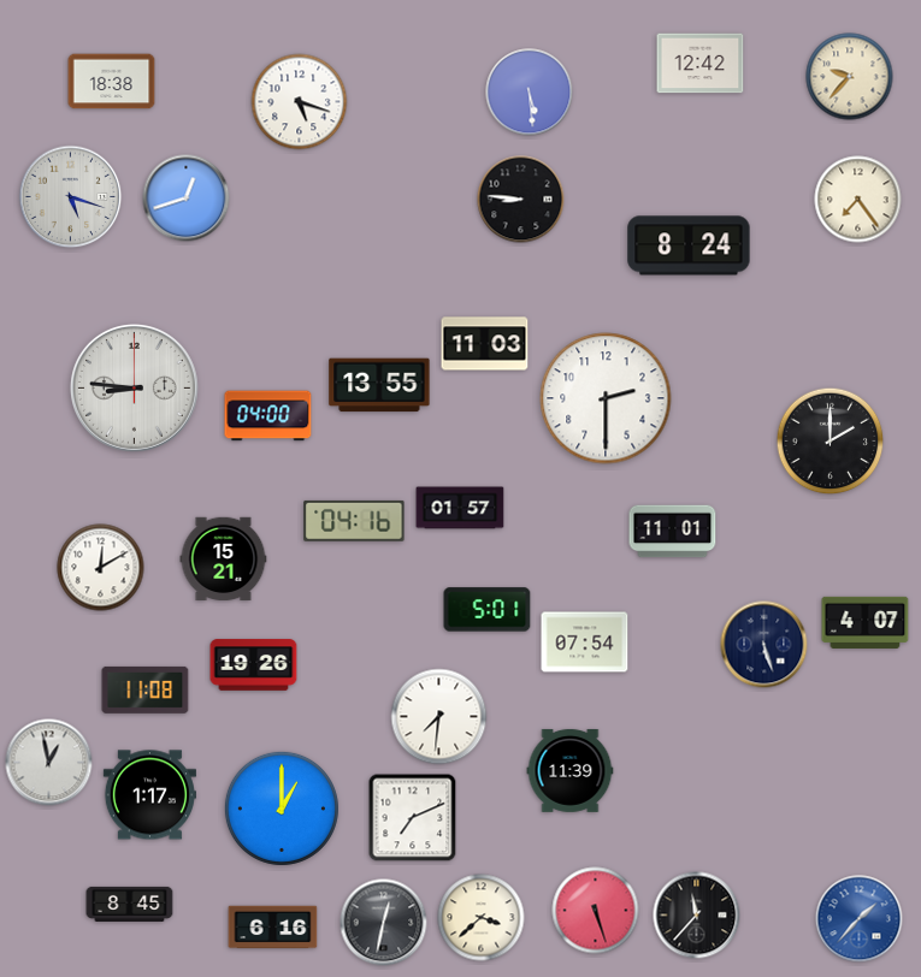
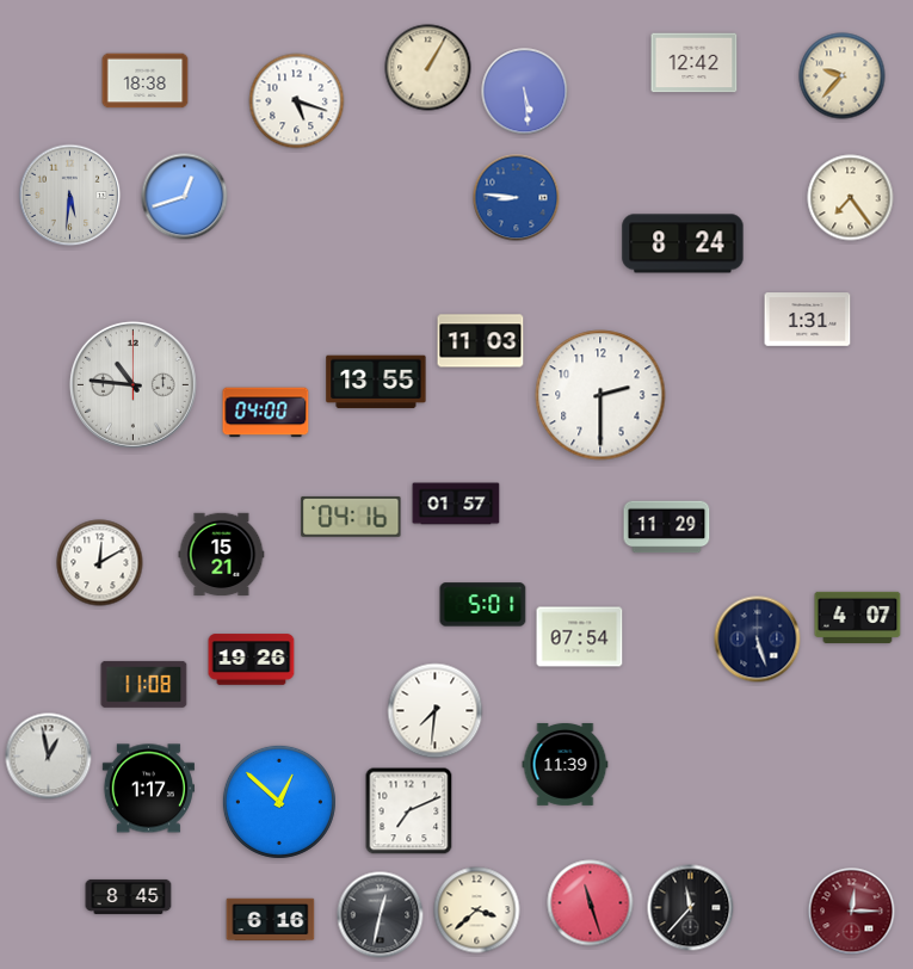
clock at (428, 68): none -> 1:05
clock at (112, 82) position: (112, 82) -> (146, 81)
clock at (71, 197): 5:18 -> 5:31
clock at (521, 200) dial: black -> blue
clock at (808, 320): none -> 1:31
clock at (134, 387): 8:46 -> 10:46
clock at (831, 442): 2:00 -> none
clock at (673, 532): 11:01 -> 11:29
clock at (282, 809): 1:00 -> 12:52
clock at (596, 911): 5:27 -> 11:27
clock at (860, 919): 1:37 -> 12:15
clock at (860, 919) dial: blue -> burgundy
